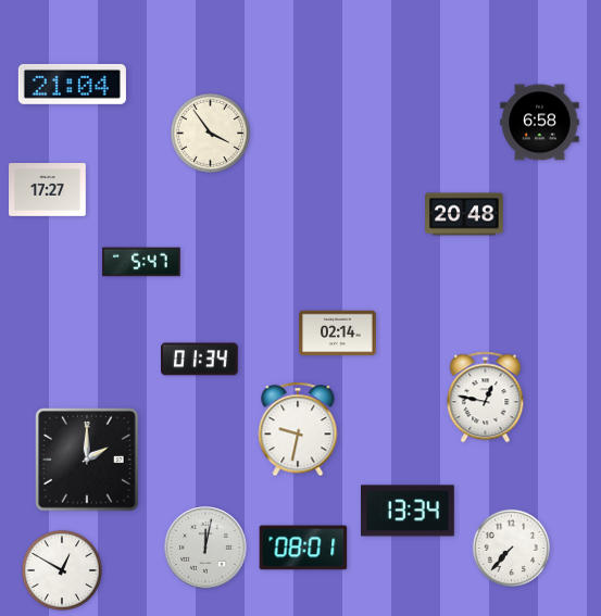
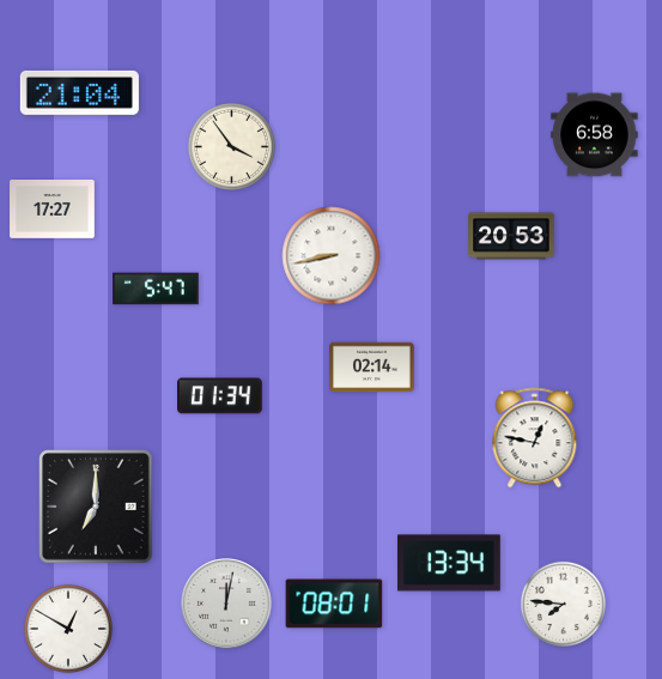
clock at (464, 214): 20:48 -> 20:53
clock at (332, 256): none -> 8:43
clock at (298, 429): 9:32 -> none
clock at (87, 460): 2:00 -> 7:00
clock at (511, 548): 7:37 -> 7:46
